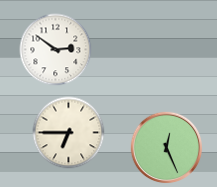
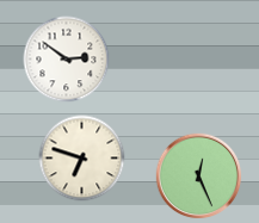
clock at (69, 133): 6:45 -> 6:48
